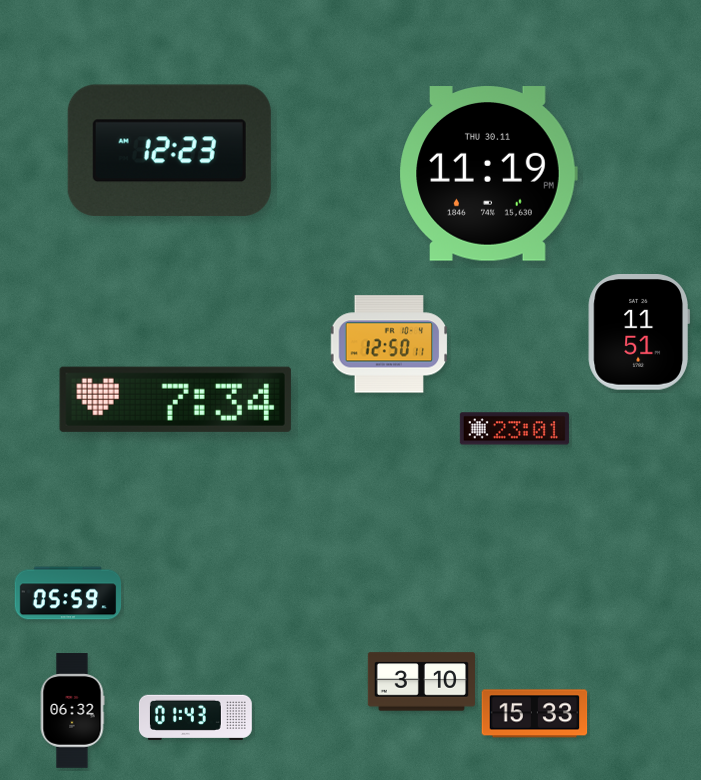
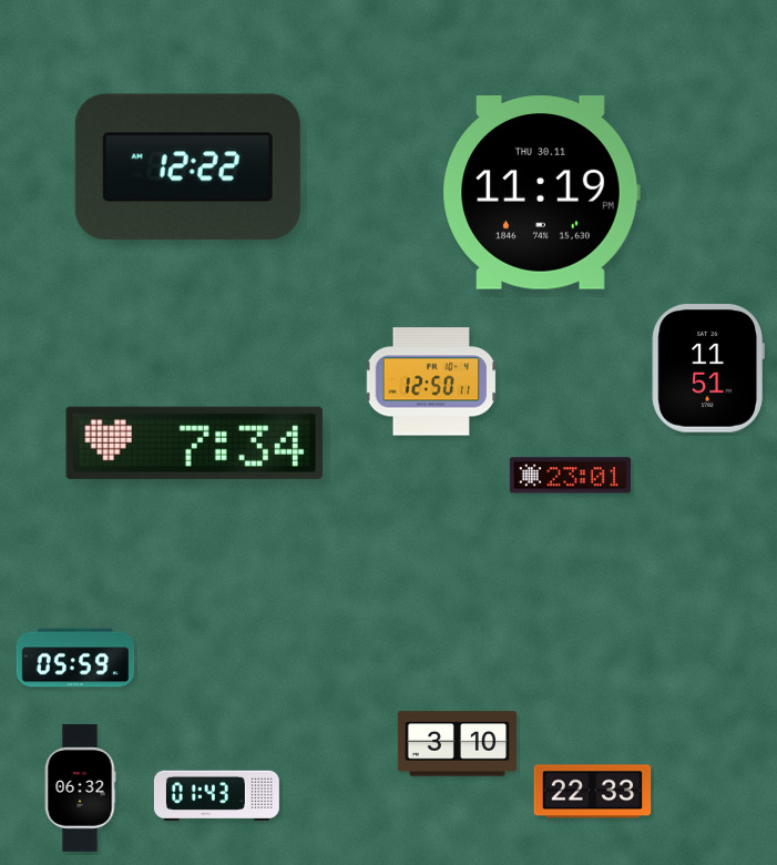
clock at (169, 151): 12:23 -> 12:22
clock at (421, 682) position: (421, 682) -> (457, 744)
clock at (535, 714): 15:33 -> 22:33
